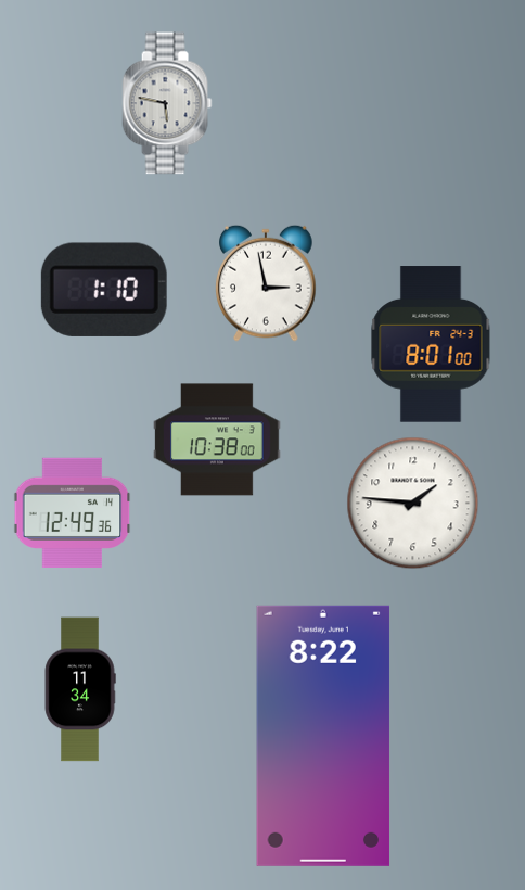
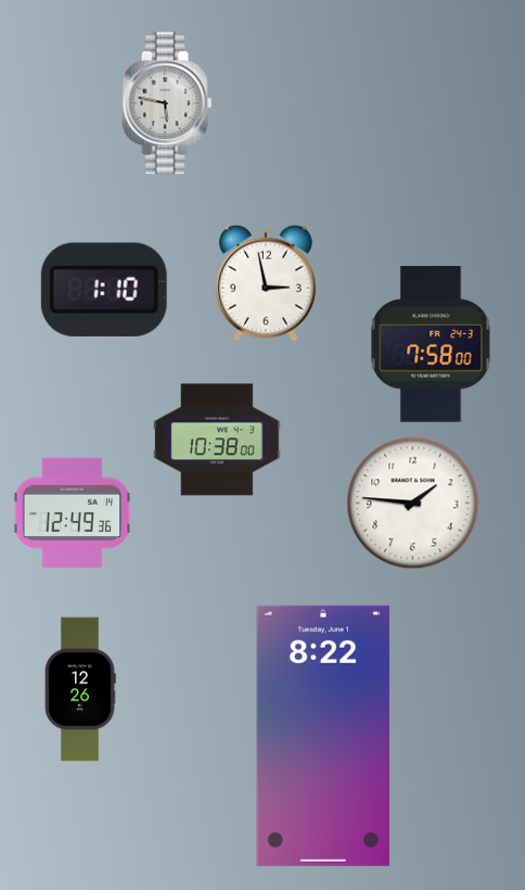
clock at (431, 344): 8:01 -> 7:58
clock at (80, 689): 11:34 -> 12:26
